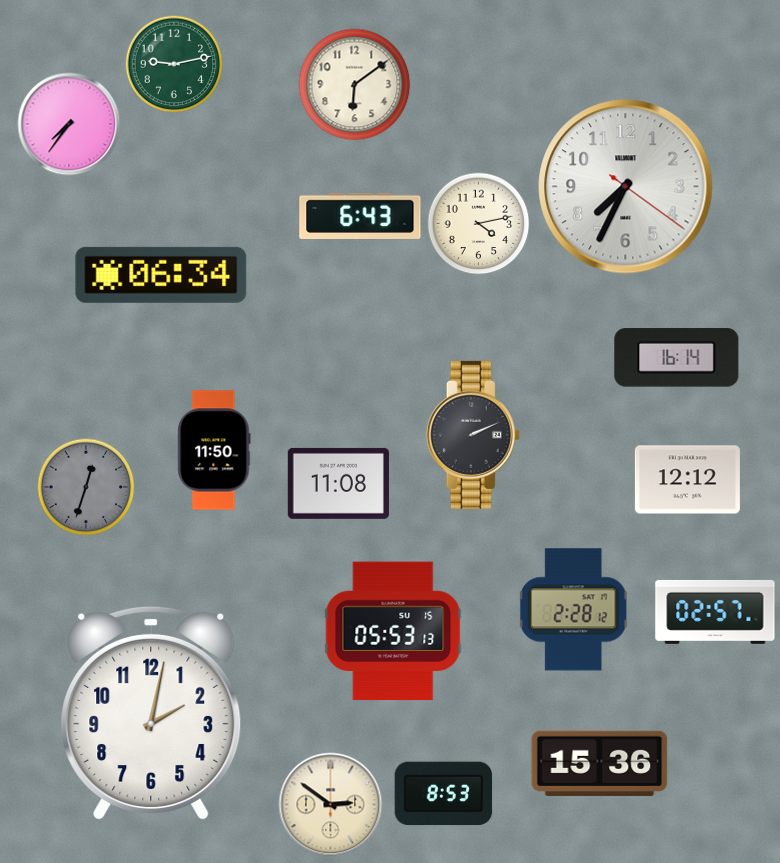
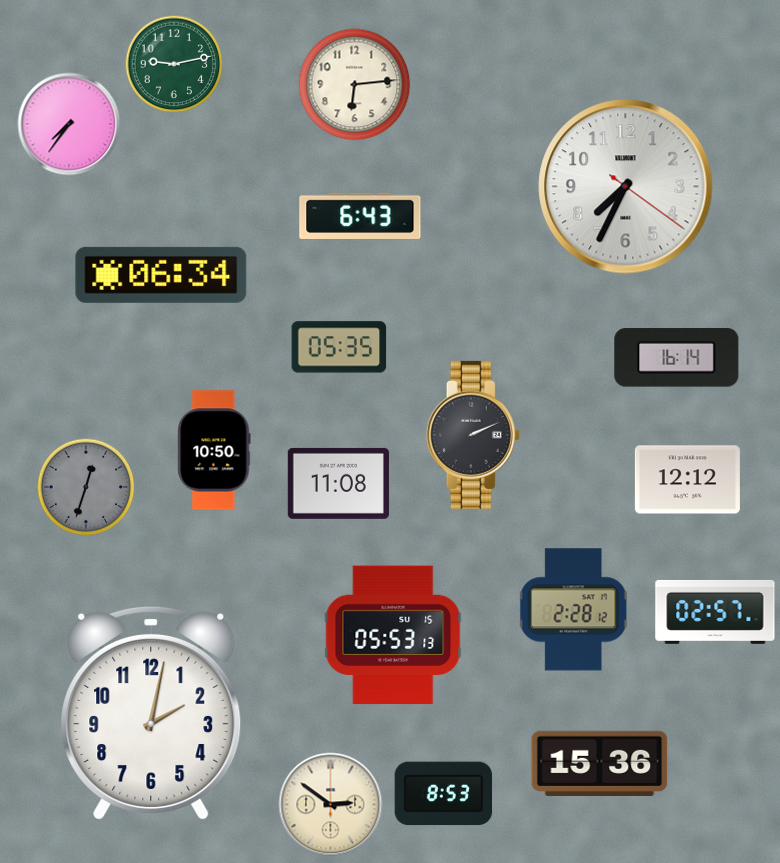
clock at (355, 85): 6:09 -> 6:14
clock at (479, 224): 4:13 -> none
clock at (339, 347): none -> 05:35
clock at (214, 450): 11:50 -> 10:50
clock at (393, 631) position: (393, 631) -> (393, 635)
